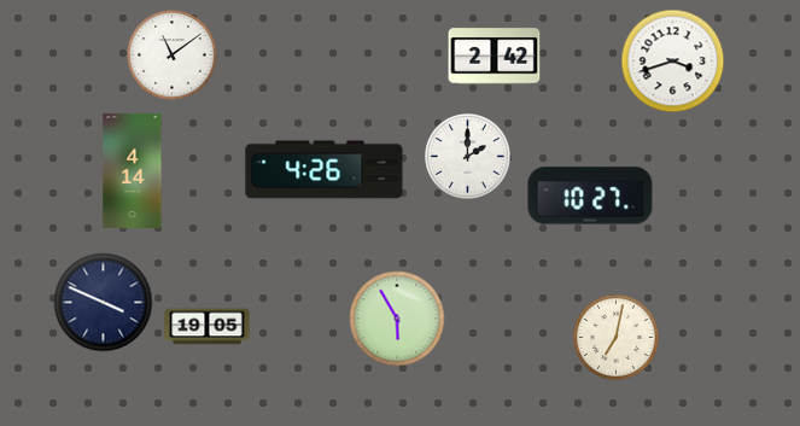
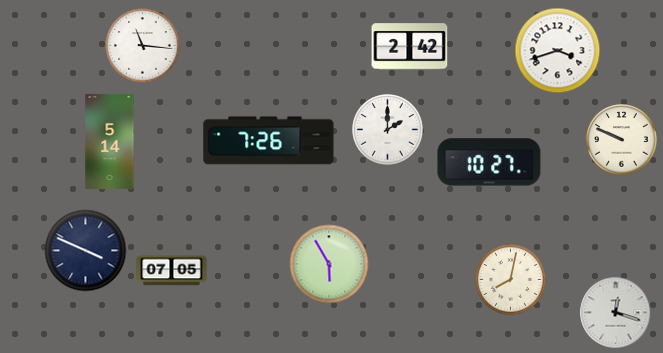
clock at (173, 56): 11:09 -> 11:16
clock at (622, 140): none -> 9:49
clock at (133, 170): 4:14 -> 5:14
clock at (325, 170): 4:26 -> 7:26
clock at (208, 327): 19:05 -> 07:05
clock at (617, 338): 7:02 -> 8:02
clock at (616, 313): none -> 12:18
